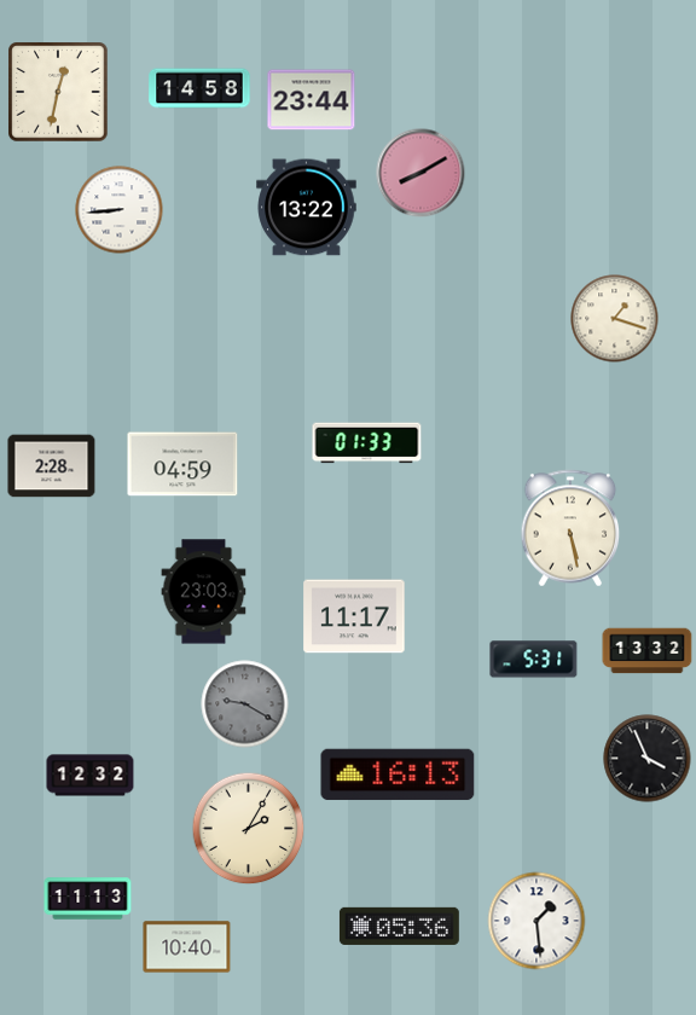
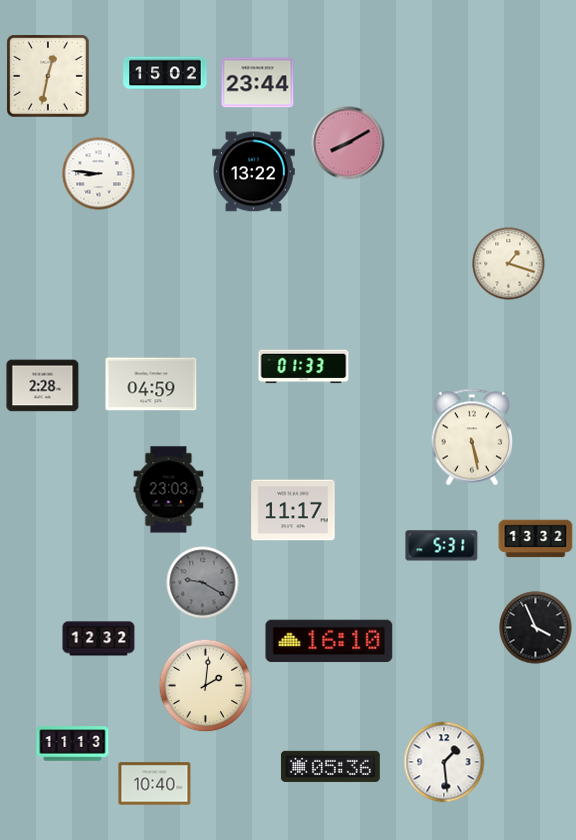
clock at (199, 88): 14:58 -> 15:02
clock at (120, 210): 8:44 -> 8:46
clock at (398, 775): 16:13 -> 16:10
clock at (91, 776) position: (91, 776) -> (99, 639)
clock at (249, 829): 2:05 -> 2:01
